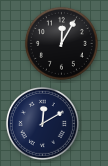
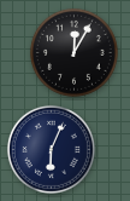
clock at (42, 123): 12:10 -> 6:04
